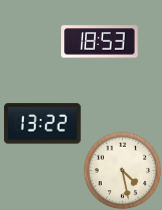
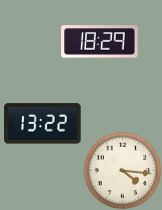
clock at (100, 42): 18:53 -> 18:29
clock at (122, 170): 4:28 -> 4:16
